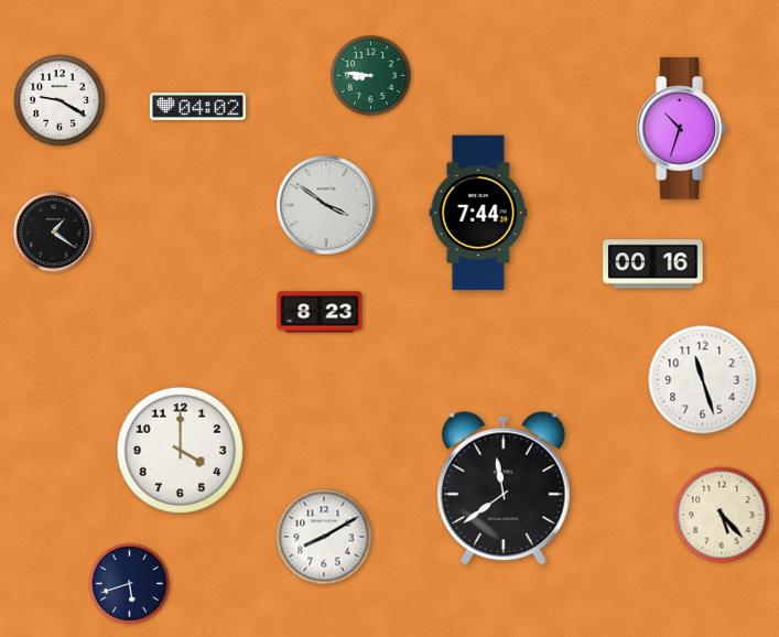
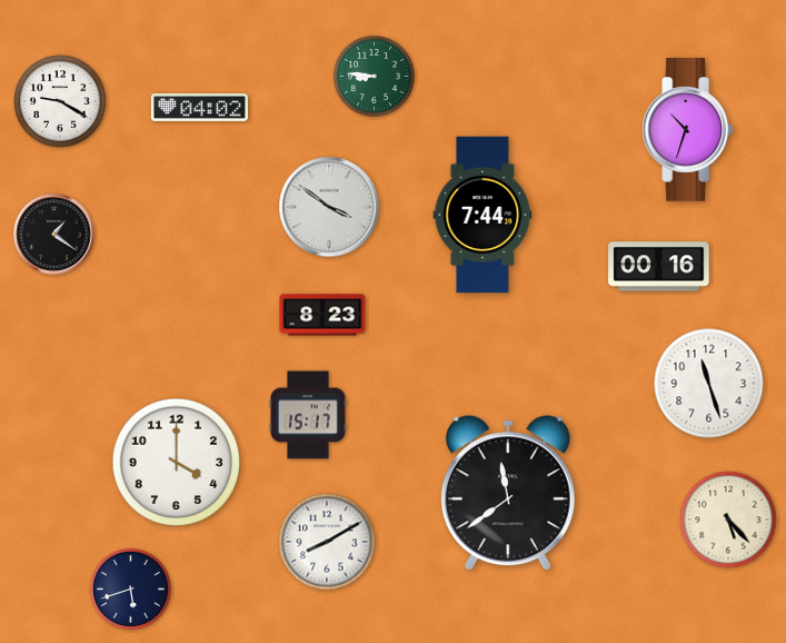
clock at (309, 415): none -> 15:17
clock at (180, 450) position: (180, 450) -> (176, 462)
